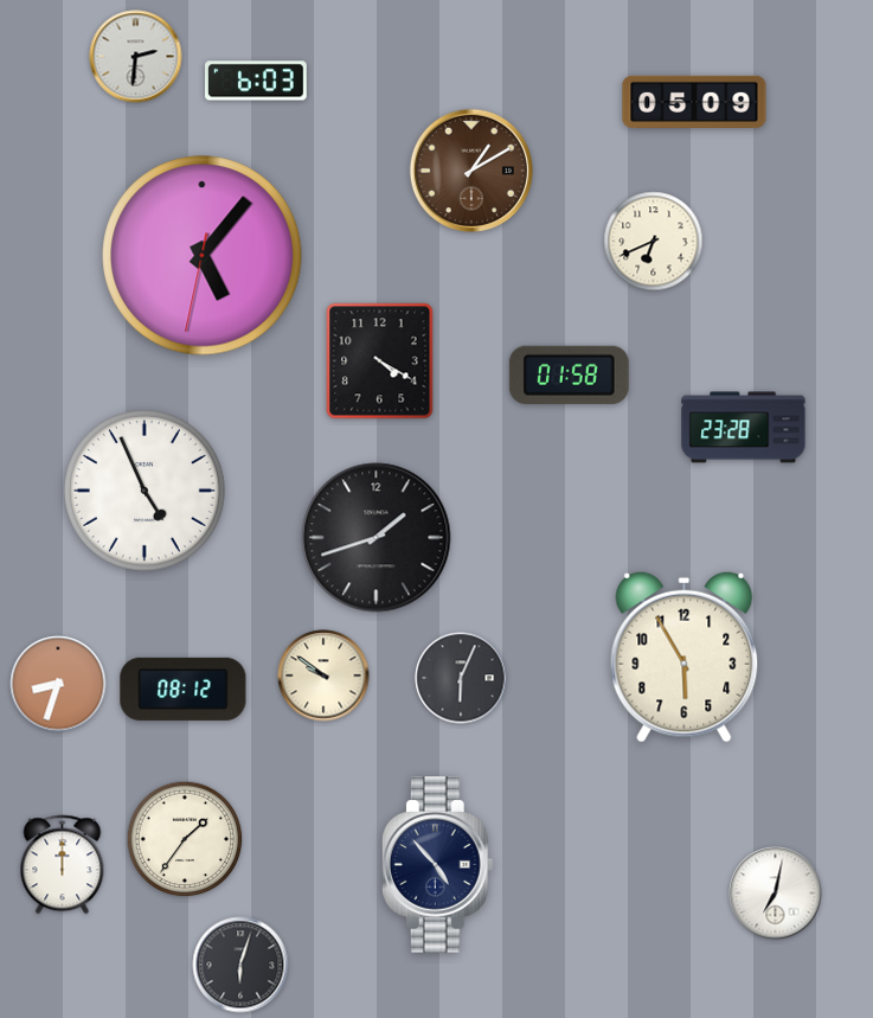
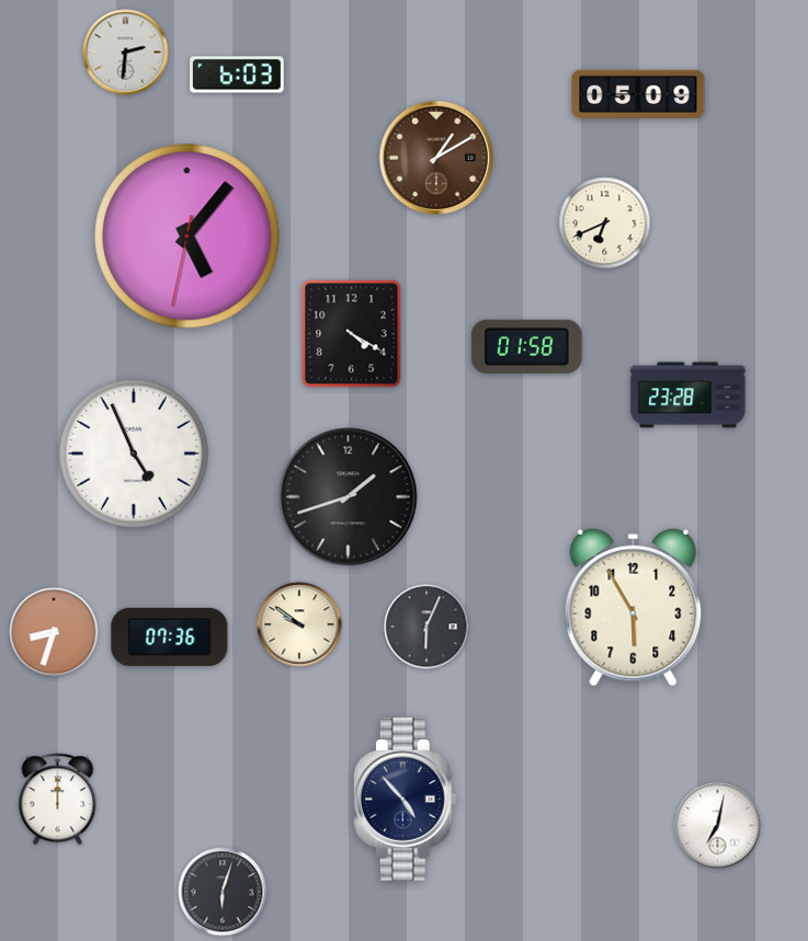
clock at (694, 102) position: (694, 102) -> (638, 94)
clock at (184, 689): 08:12 -> 07:36
clock at (185, 839): 1:36 -> none
